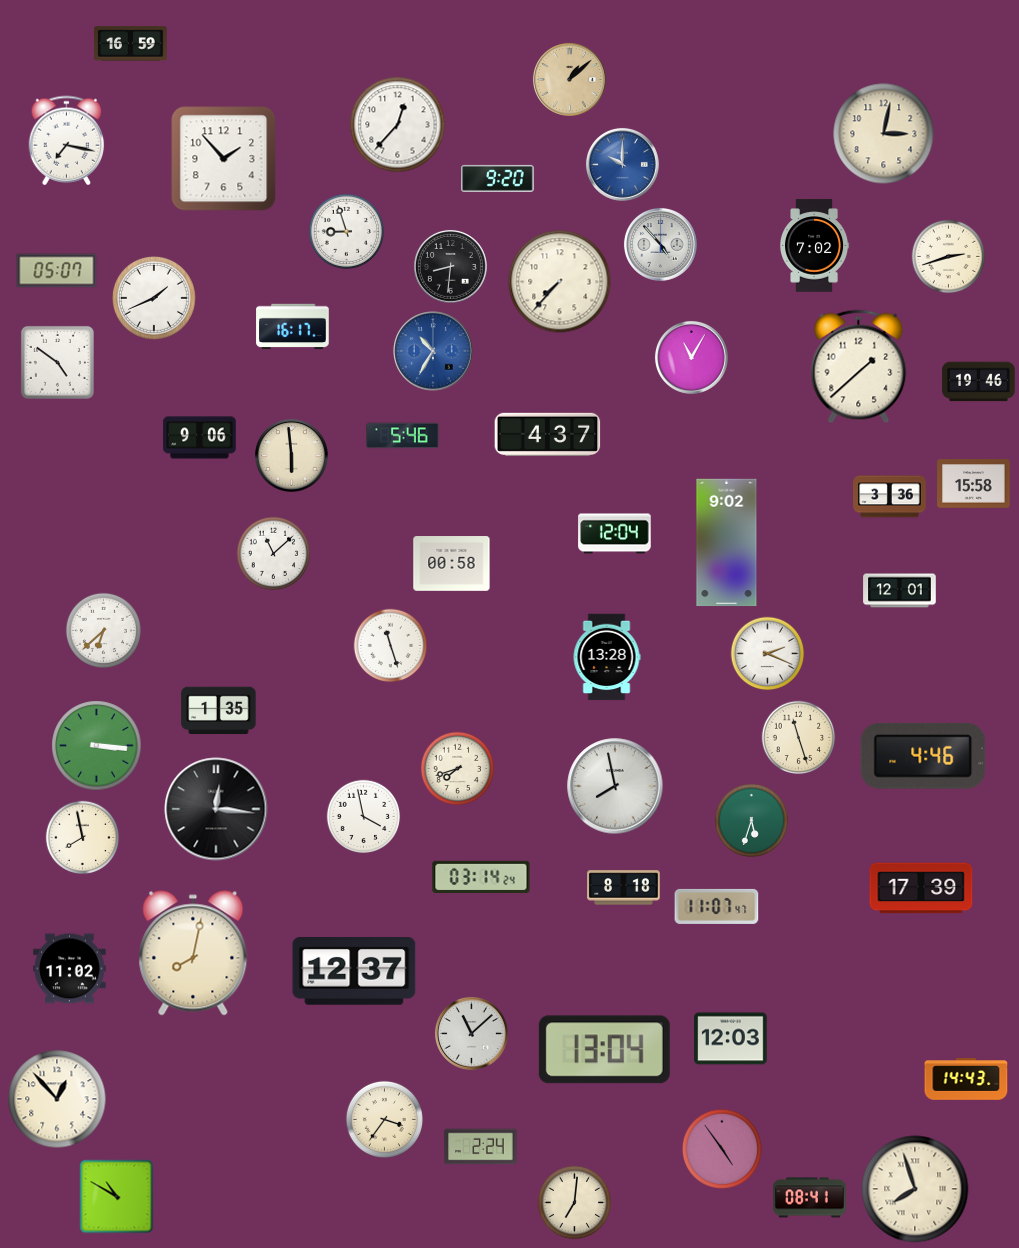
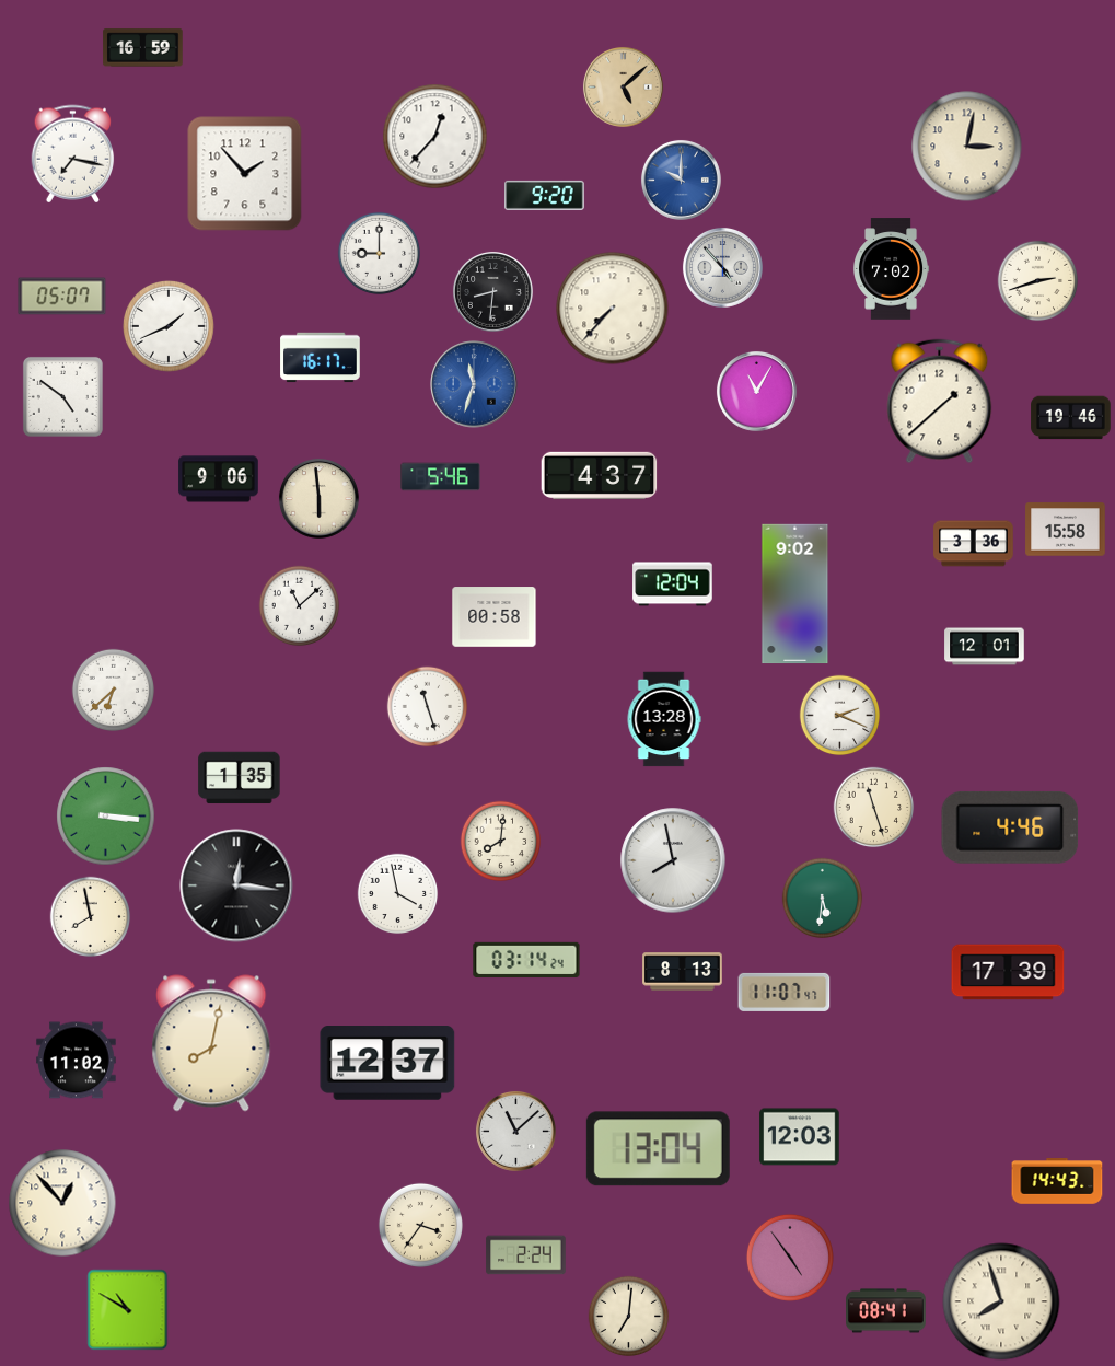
clock at (570, 80): 1:08 -> 5:08
clock at (346, 231): 8:57 -> 9:00
clock at (433, 351): 10:35 -> 11:33
clock at (458, 769): 7:42 -> 8:01
clock at (752, 821): 5:33 -> 5:31
clock at (624, 888): 8:18 -> 8:13
clock at (604, 1050) position: (604, 1050) -> (658, 1149)
